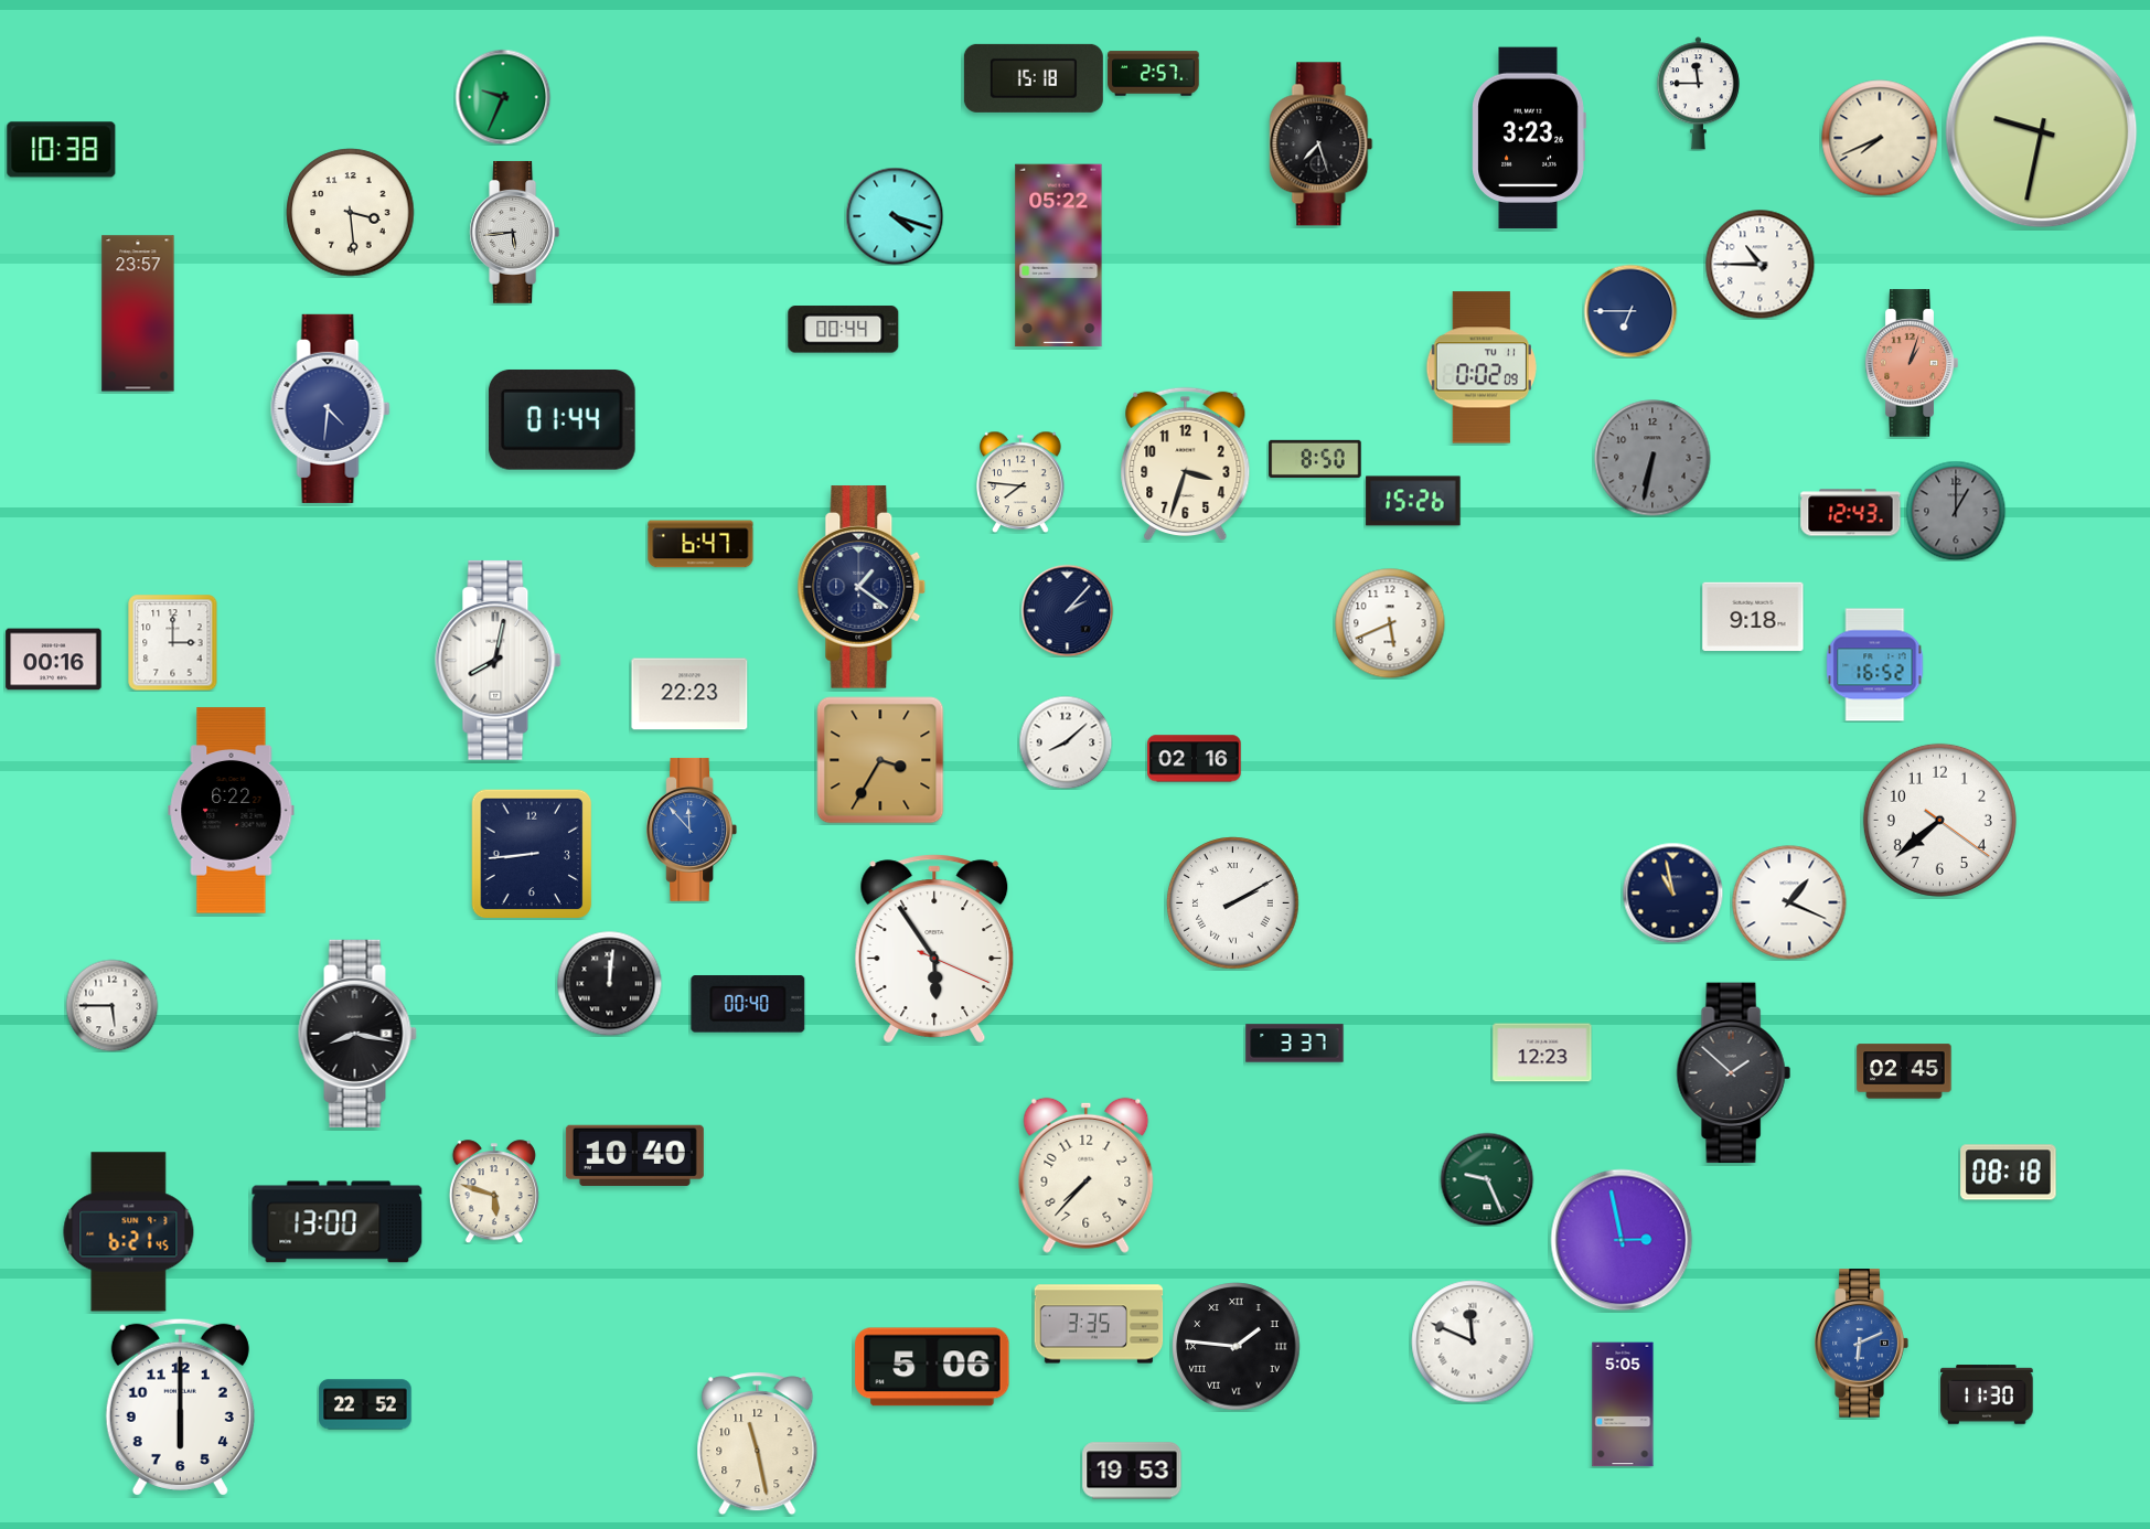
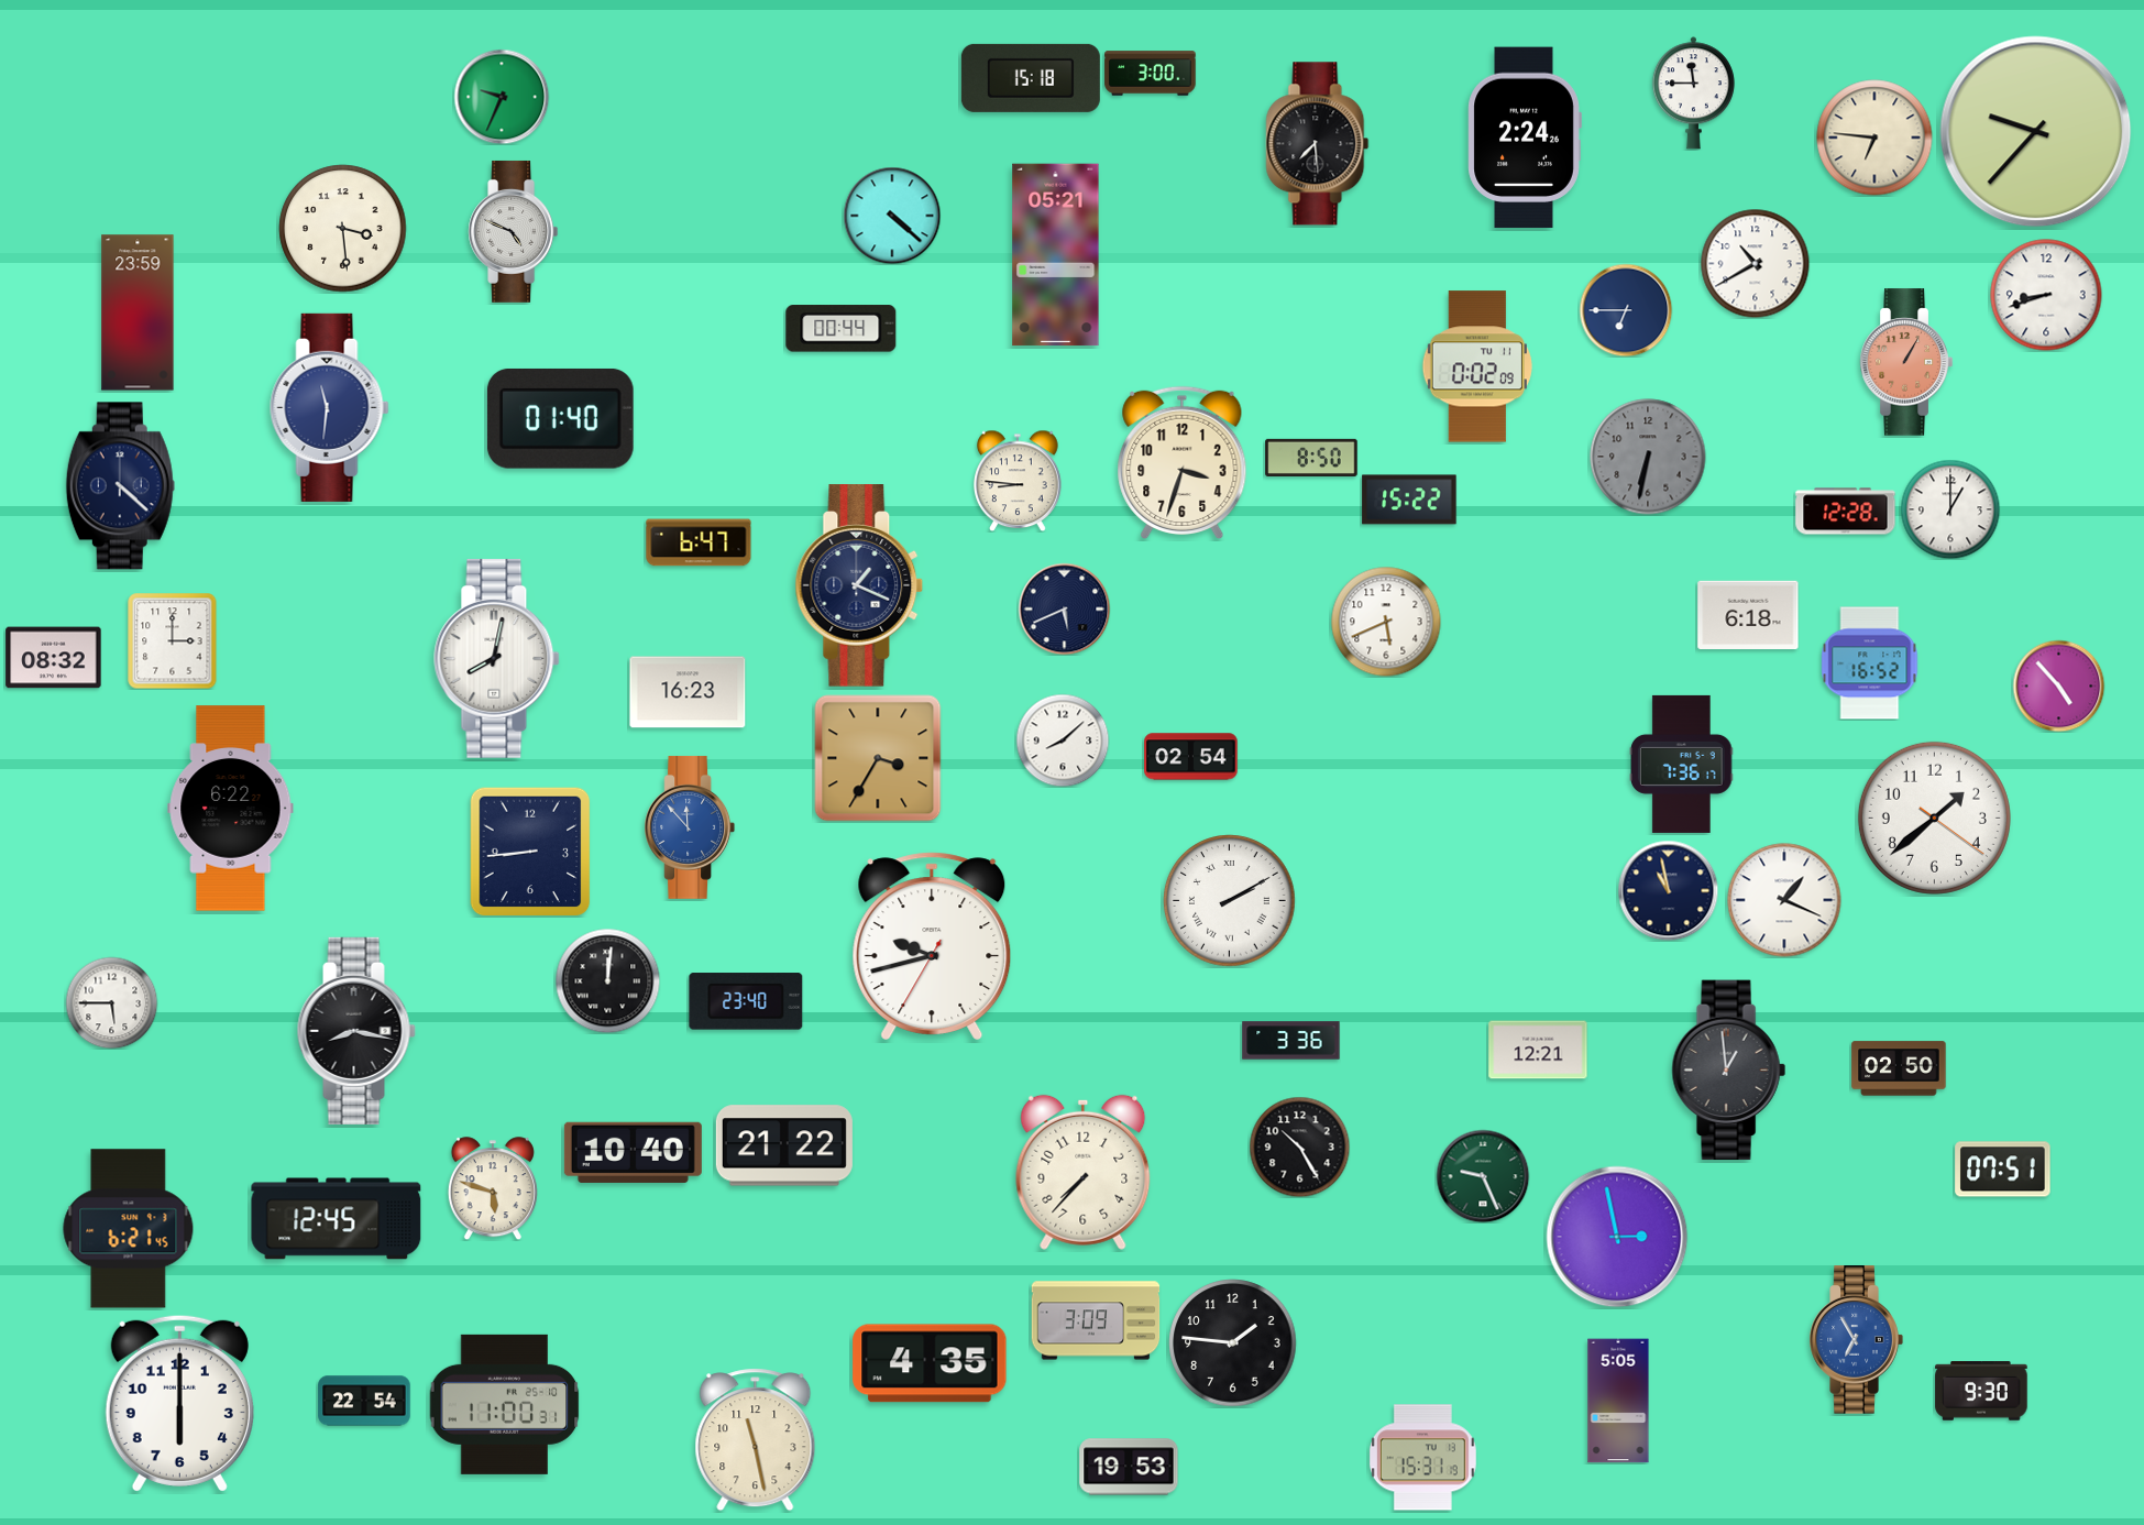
clock at (1154, 74): 2:57 -> 3:00
clock at (2042, 132): 9:32 -> 9:37
clock at (1529, 138): 3:23 -> 2:24
clock at (1880, 138): 7:41 -> 6:46
clock at (1322, 145): 7:27 -> 7:29
clock at (62, 150): 10:38 -> none
clock at (351, 213) position: (351, 213) -> (343, 229)
clock at (895, 216): 4:18 -> 4:22
clock at (515, 232): 5:44 -> 4:49
clock at (1059, 256): 05:22 -> 05:21
clock at (1761, 265): 10:45 -> 10:40
clock at (2046, 295): none -> 8:42
clock at (138, 313): 23:57 -> 23:59
clock at (1912, 363): 1:03 -> 1:05
clock at (331, 408): 4:31 -> 11:31
clock at (561, 419): 01:44 -> 01:40
clock at (1020, 482): 7:46 -> 8:46
clock at (120, 486): none -> 4:22
clock at (1413, 501): 15:26 -> 15:22
clock at (1956, 511) dial: grey -> white
clock at (1851, 513): 12:43 -> 12:28
clock at (862, 588): 1:21 -> 1:19
clock at (1067, 610): 2:07 -> 5:41
clock at (1753, 617): 9:18 -> 6:18
clock at (54, 660): 00:16 -> 08:32
clock at (2058, 685): none -> 4:53
clock at (689, 694): 22:23 -> 16:23
clock at (1195, 759): 02:16 -> 02:54
clock at (1682, 764): none -> 7:36
clock at (1939, 820): 7:38 -> 1:38
clock at (934, 949): 5:54 -> 9:42
clock at (748, 1004): 00:40 -> 23:40
clock at (1295, 1044): 3:37 -> 3:36
clock at (1542, 1052): 12:23 -> 12:21
clock at (1904, 1071): 02:45 -> 02:50
clock at (1733, 1073): 1:52 -> 12:59
clock at (784, 1145): none -> 21:22
clock at (1299, 1147): none -> 10:25
clock at (2009, 1173): 08:18 -> 07:51
clock at (338, 1222): 13:00 -> 12:45
clock at (1099, 1324): 3:35 -> 3:09
clock at (1473, 1341): 11:49 -> none
clock at (1861, 1344): 6:11 -> 6:55
clock at (1237, 1347) numerals: Roman -> Arabic
clock at (932, 1367): 5:06 -> 4:35
clock at (1987, 1394): 11:30 -> 9:30
clock at (365, 1404): 22:52 -> 22:54
clock at (505, 1404): none -> 11:00
clock at (1422, 1458): none -> 15:31
